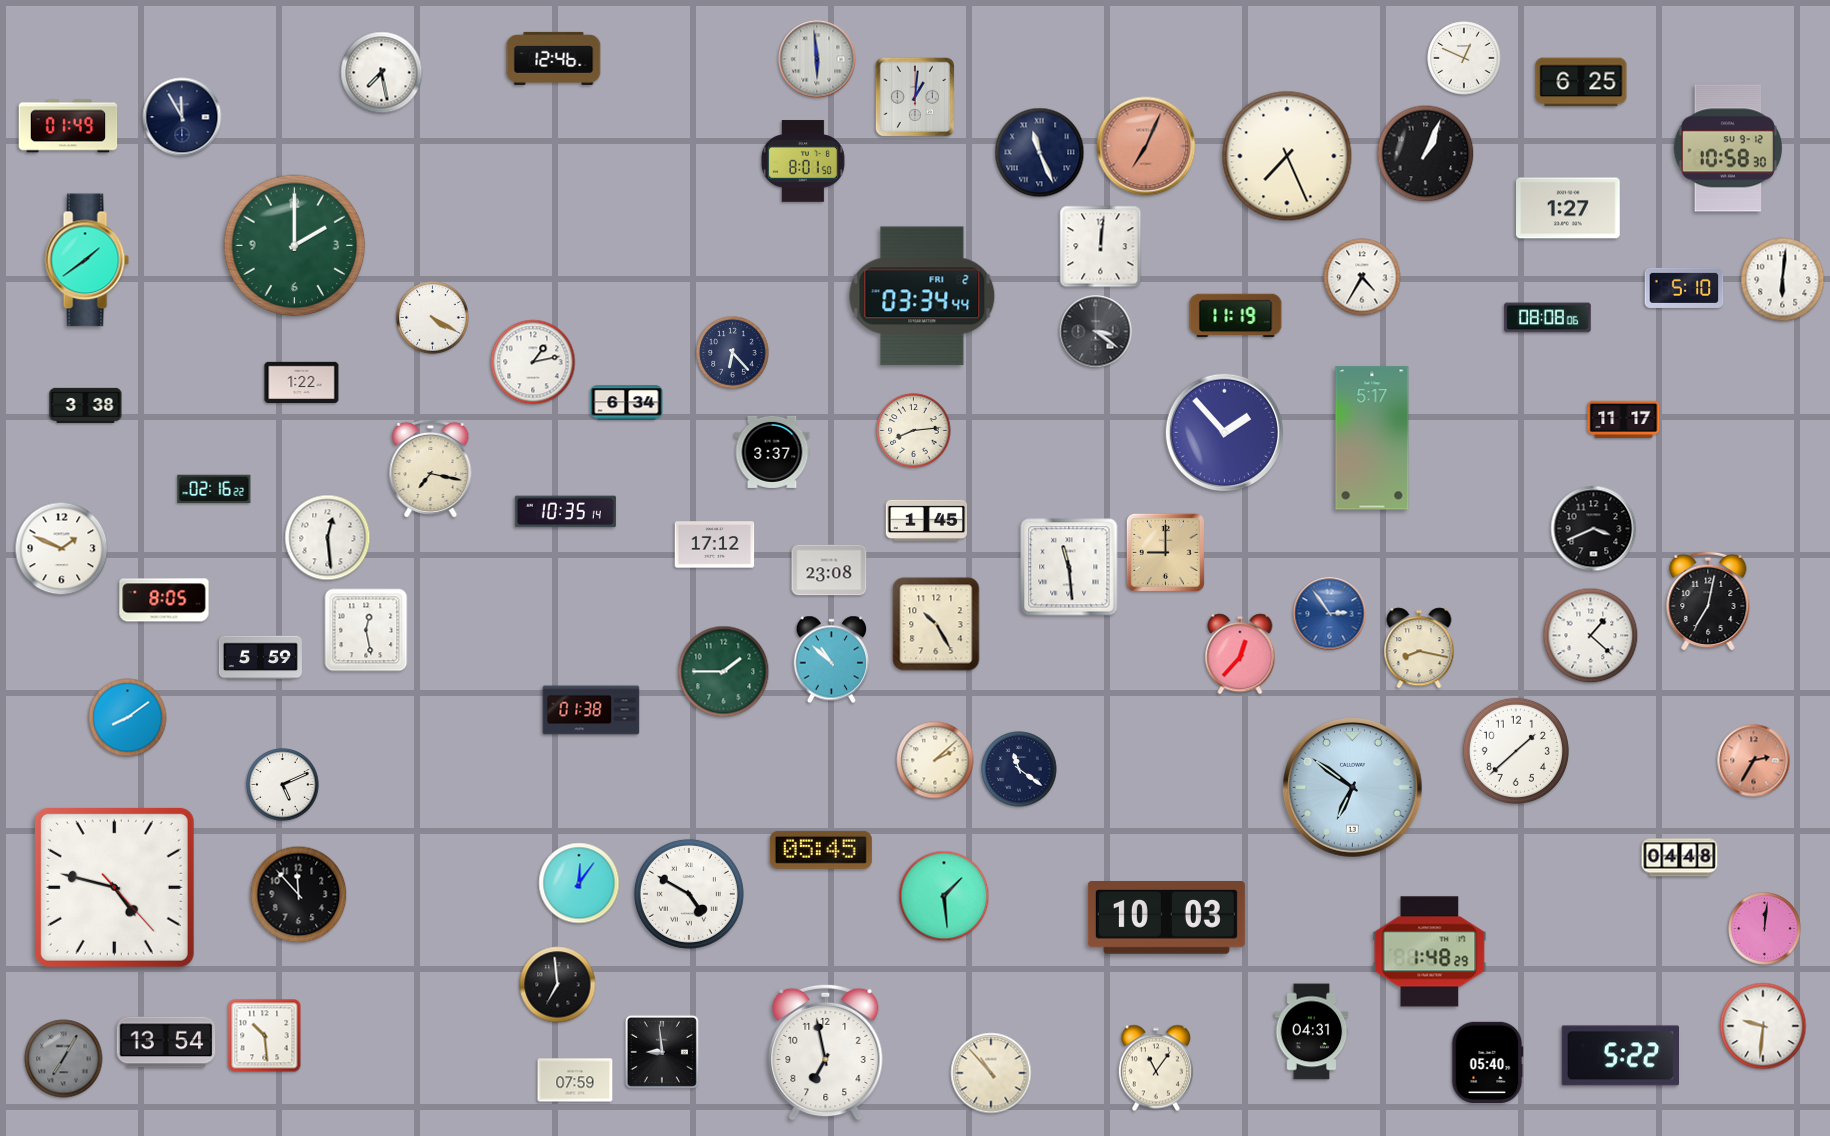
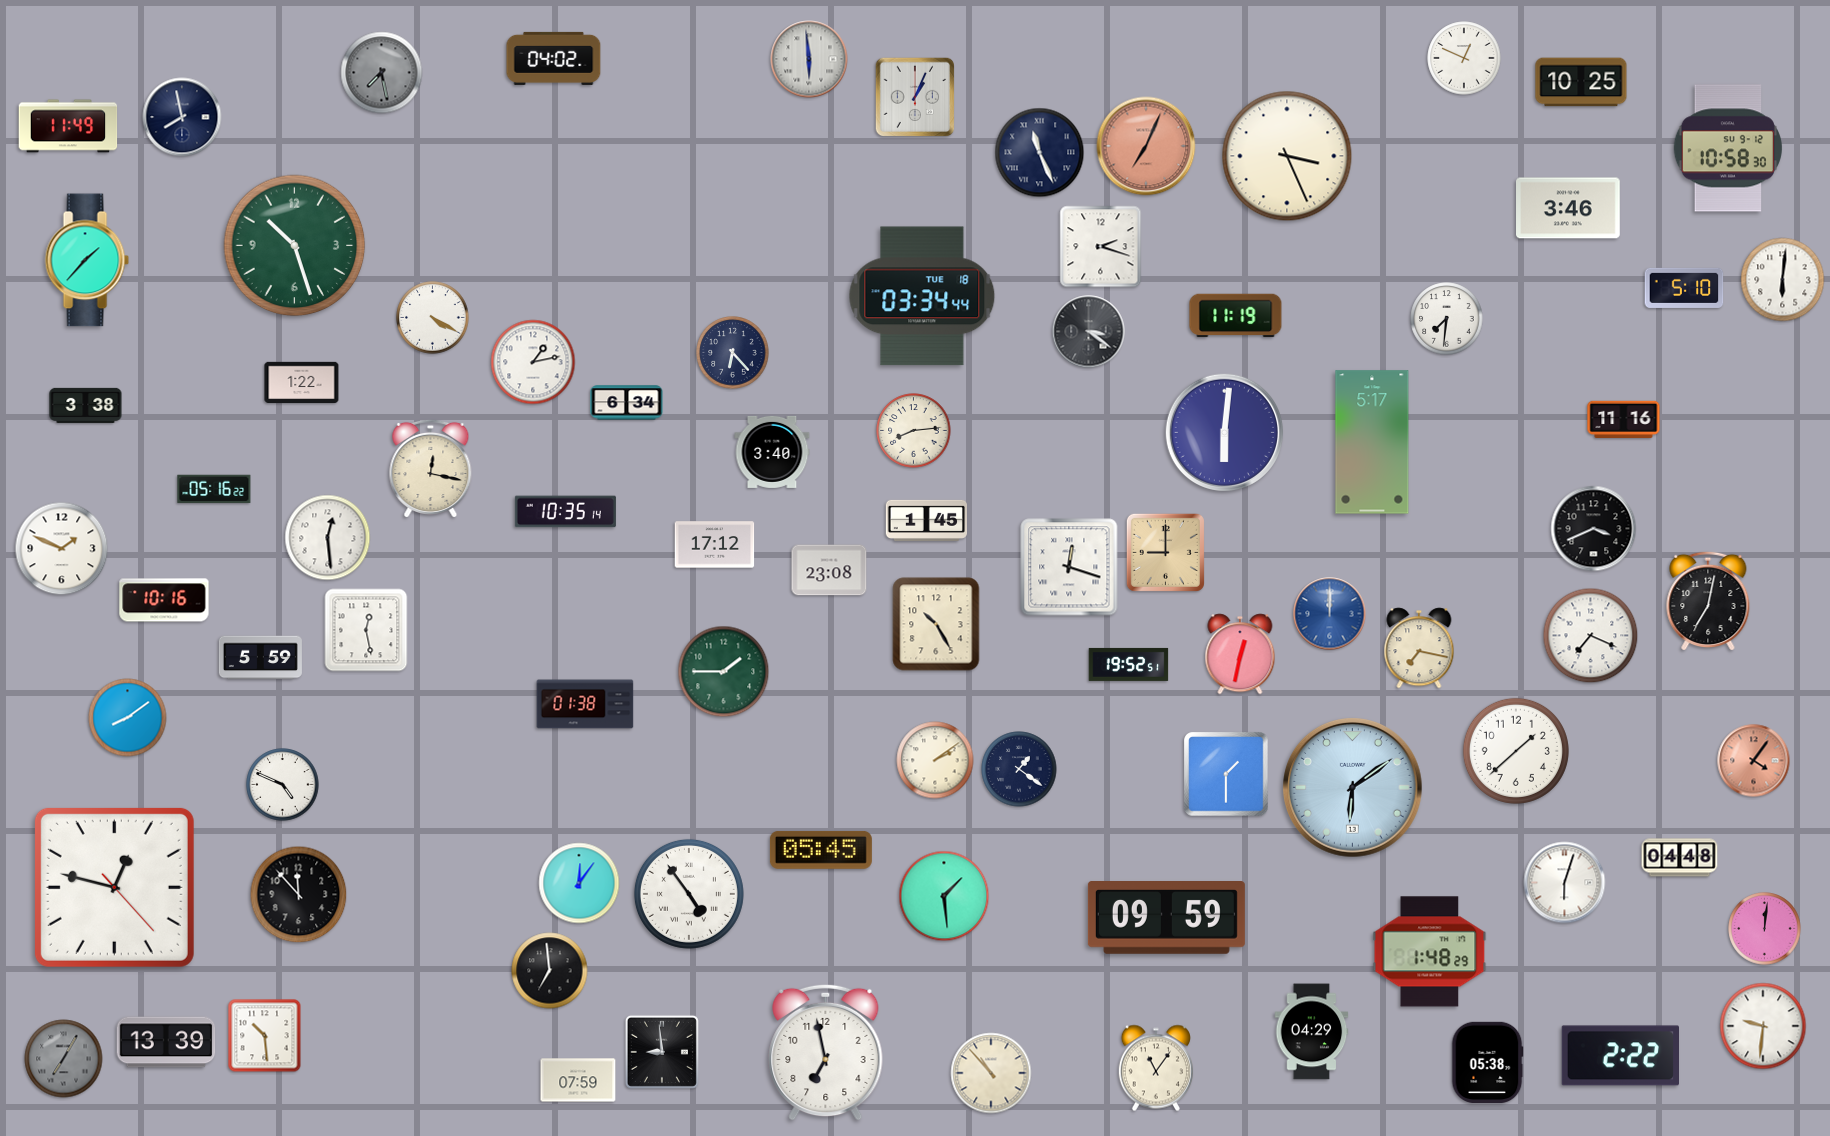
clock at (554, 58): 12:46 -> 04:02
clock at (817, 59) position: (817, 59) -> (809, 59)
clock at (382, 73) dial: white -> grey
clock at (1581, 82): 6:25 -> 10:25
clock at (915, 97): 1:01 -> 1:04
clock at (182, 117): 11:55 -> 7:58
clock at (68, 126): 01:49 -> 11:49
clock at (1426, 154): 1:04 -> none
clock at (1287, 156): 7:26 -> 3:26
clock at (803, 161): 8:01 -> none
clock at (1569, 208): 1:27 -> 3:46
clock at (295, 246): 2:00 -> 10:27
clock at (1101, 247): 12:01 -> 2:18
clock at (87, 260): 1:39 -> 1:37
clock at (1362, 277): 4:35 -> none
clock at (922, 296) date: FRI 2 -> TUE 18
clock at (1548, 318): 08:08 -> none
clock at (1447, 319): none -> 7:31
clock at (1096, 332) position: (1096, 332) -> (1089, 332)
clock at (1624, 419): 11:17 -> 11:16
clock at (1224, 432): 1:53 -> 6:01
clock at (1372, 438) position: (1372, 438) -> (1372, 442)
clock at (772, 452): 3:37 -> 3:40
clock at (431, 468): 7:17 -> 12:17
clock at (214, 489): 02:16 -> 05:16
clock at (1069, 567): 11:29 -> 12:18
clock at (164, 600): 8:05 -> 10:16
clock at (1330, 614): 2:54 -> 12:00
clock at (1591, 636): 1:22 -> 7:19
clock at (1419, 648): 8:17 -> 7:17
clock at (1240, 654): 12:37 -> 12:32
clock at (832, 660): 10:52 -> none
clock at (1129, 664): none -> 19:52
clock at (591, 710) position: (591, 710) -> (585, 704)
clock at (935, 760): 2:08 -> 2:09
clock at (1754, 761): 2:35 -> 4:06
clock at (1019, 769): 11:21 -> 1:21
clock at (1226, 774): none -> 1:30
clock at (283, 785): 5:11 -> 4:49
clock at (1353, 788): 6:51 -> 6:09
clock at (1565, 883): none -> 6:03
clock at (114, 887): 4:47 -> 12:47
clock at (689, 894): 4:50 -> 4:54
clock at (1166, 918): 10:03 -> 09:59
clock at (558, 985) position: (558, 985) -> (550, 971)
clock at (1312, 1032): 04:31 -> 04:29
clock at (166, 1042): 13:54 -> 13:39
clock at (1620, 1056): 5:22 -> 2:22
clock at (1487, 1062): 05:40 -> 05:38
clock at (575, 1080) position: (575, 1080) -> (578, 1080)
